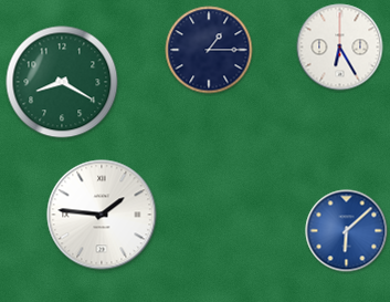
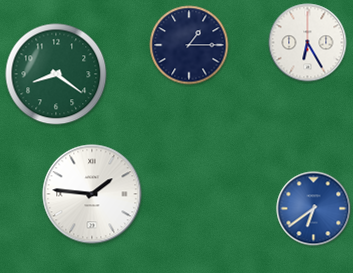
clock at (62, 82): 8:20 -> 8:21
clock at (347, 231): 6:08 -> 6:39
